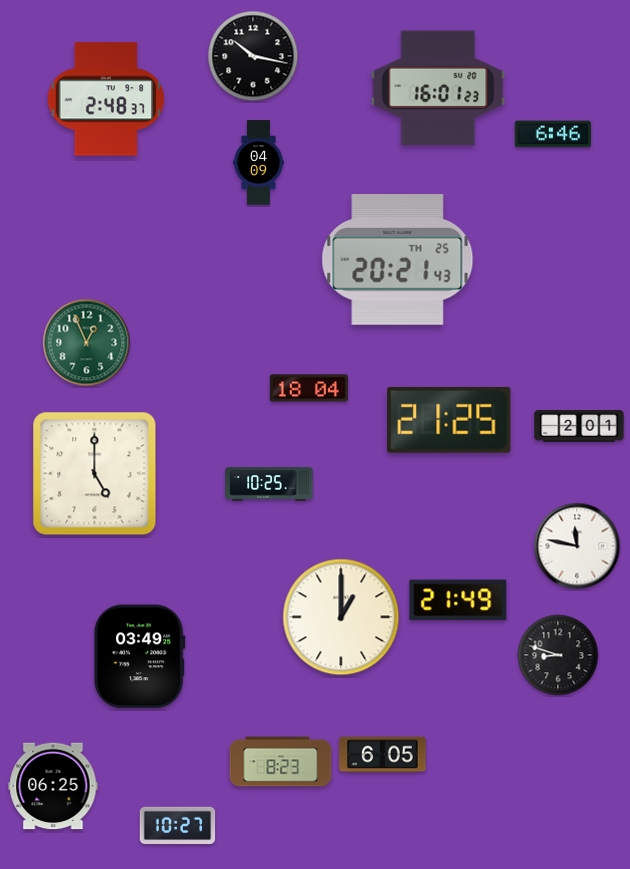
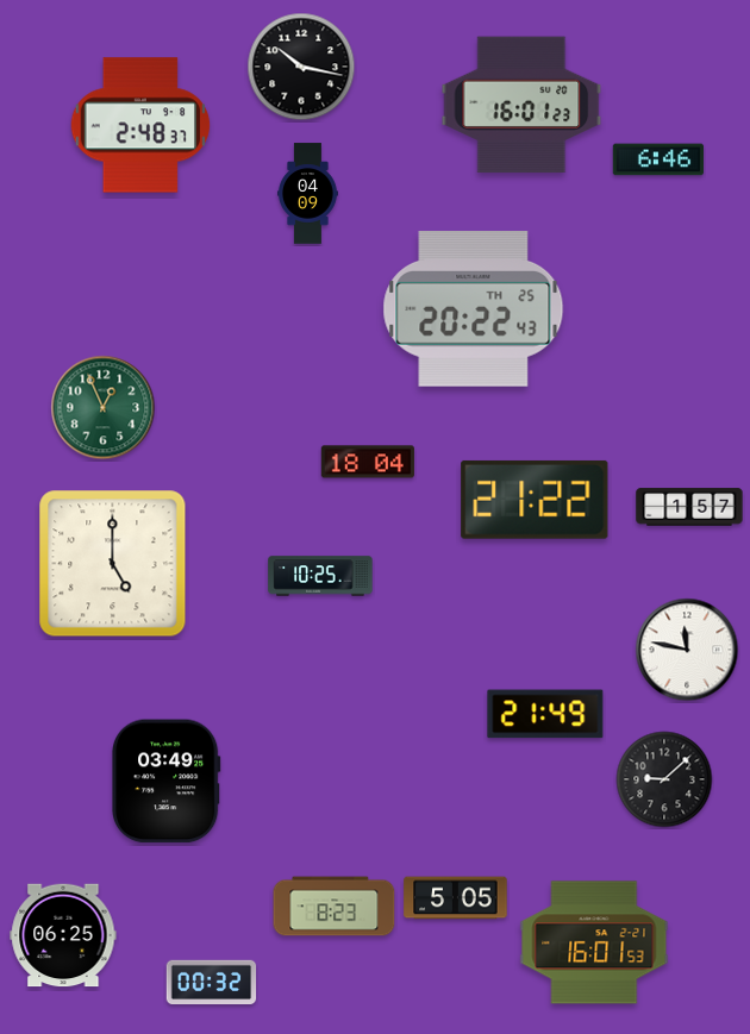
clock at (106, 99) position: (106, 99) -> (140, 125)
clock at (398, 260): 20:21 -> 20:22
clock at (449, 420): 21:25 -> 21:22
clock at (579, 426): 2:01 -> 1:57
clock at (341, 617): 1:00 -> none
clock at (558, 655): 8:48 -> 9:08
clock at (383, 755): 6:05 -> 5:05
clock at (594, 942): none -> 16:01
clock at (178, 826): 10:27 -> 00:32
